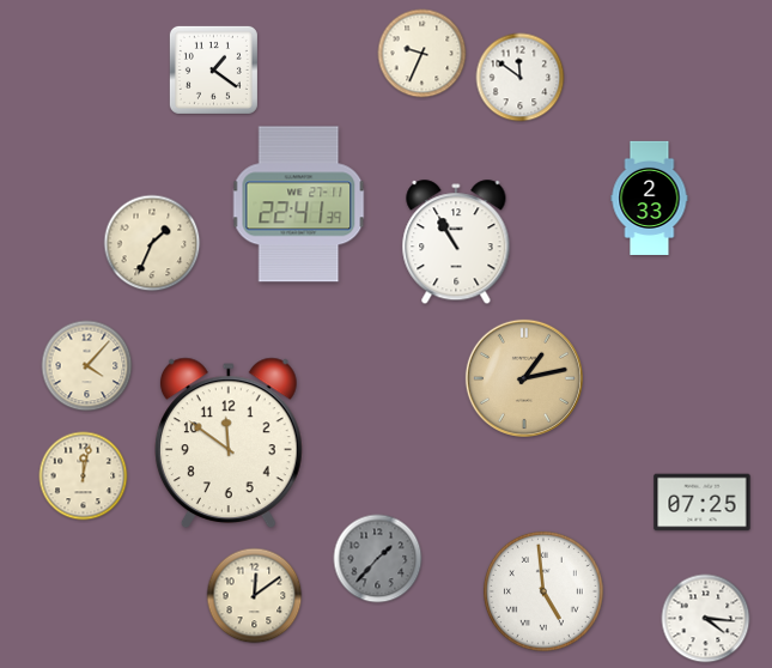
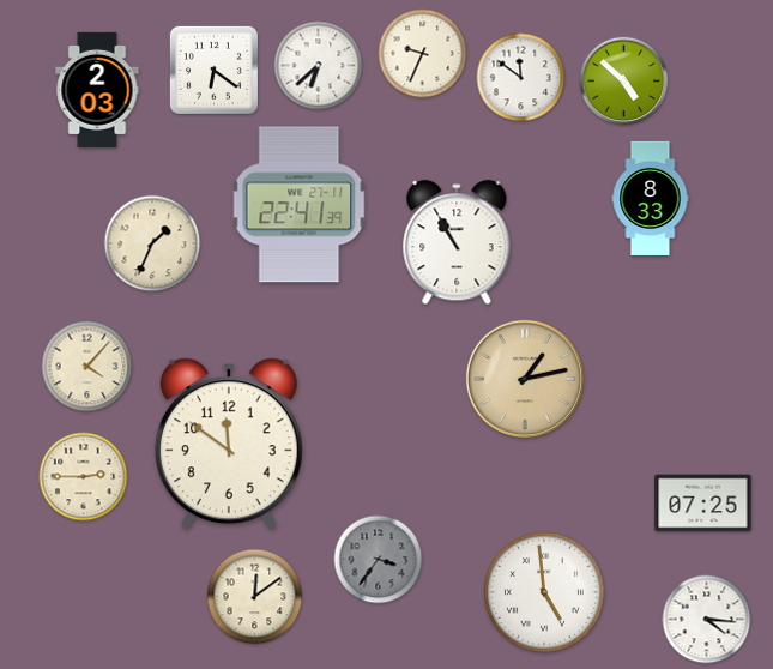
clock at (319, 66): none -> 6:38
clock at (213, 69): 1:21 -> 6:21
clock at (624, 82): none -> 4:52
clock at (97, 90): none -> 2:03
clock at (650, 198): 2:33 -> 8:33
clock at (84, 476): 12:02 -> 2:45
clock at (378, 559): 1:37 -> 3:36
